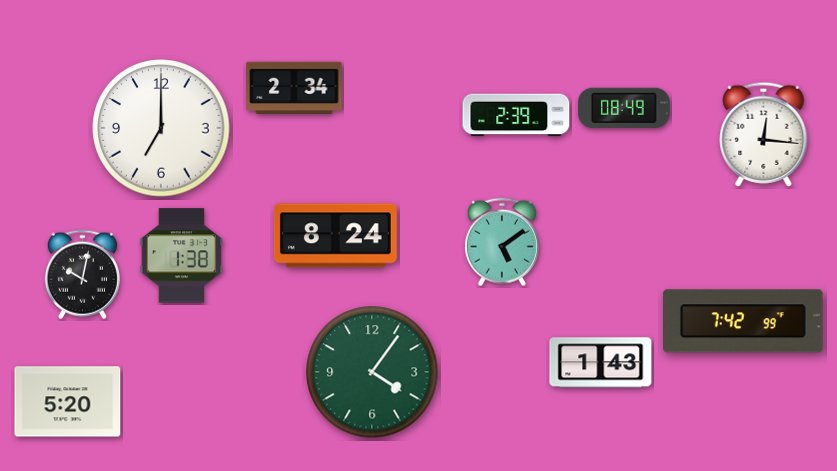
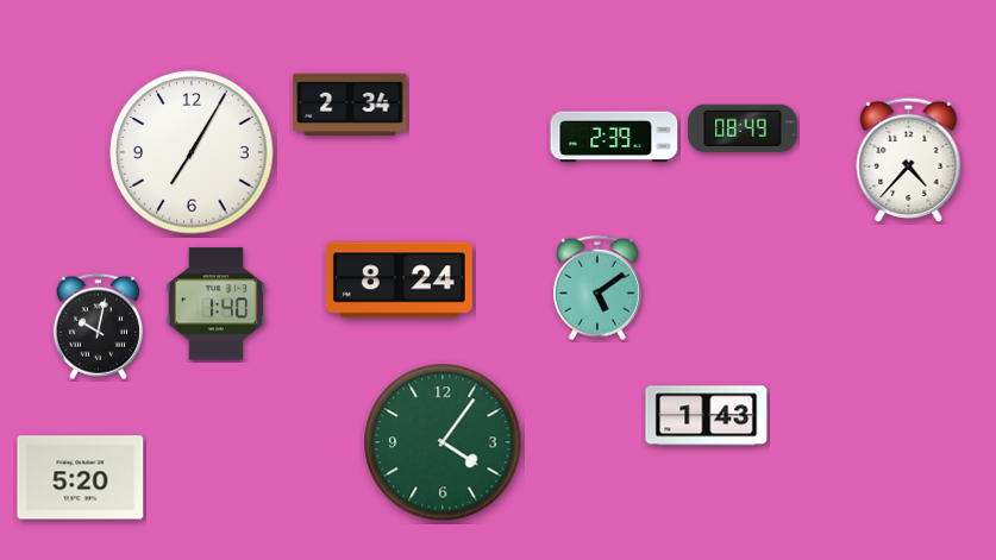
clock at (161, 128): 7:00 -> 7:05
clock at (764, 134): 12:16 -> 4:37
clock at (182, 256): 1:38 -> 1:40
clock at (744, 321): 7:42 -> none
clock at (601, 363) position: (601, 363) -> (707, 416)
